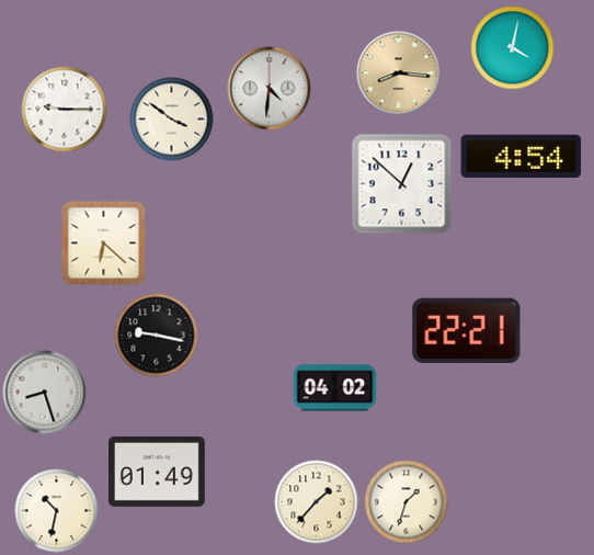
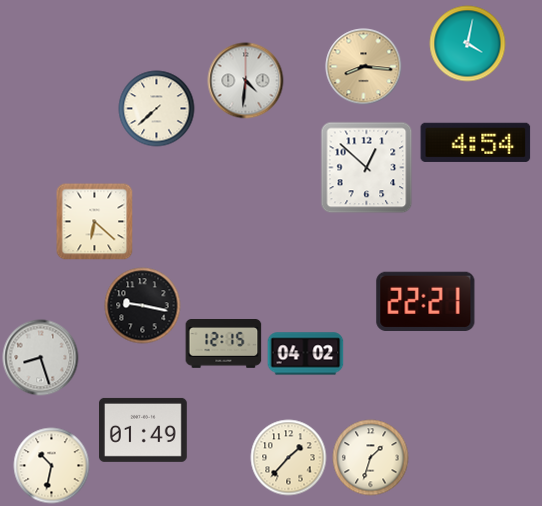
clock at (65, 110): 9:15 -> none
clock at (172, 120): 3:51 -> 7:38
clock at (224, 344): none -> 12:15
